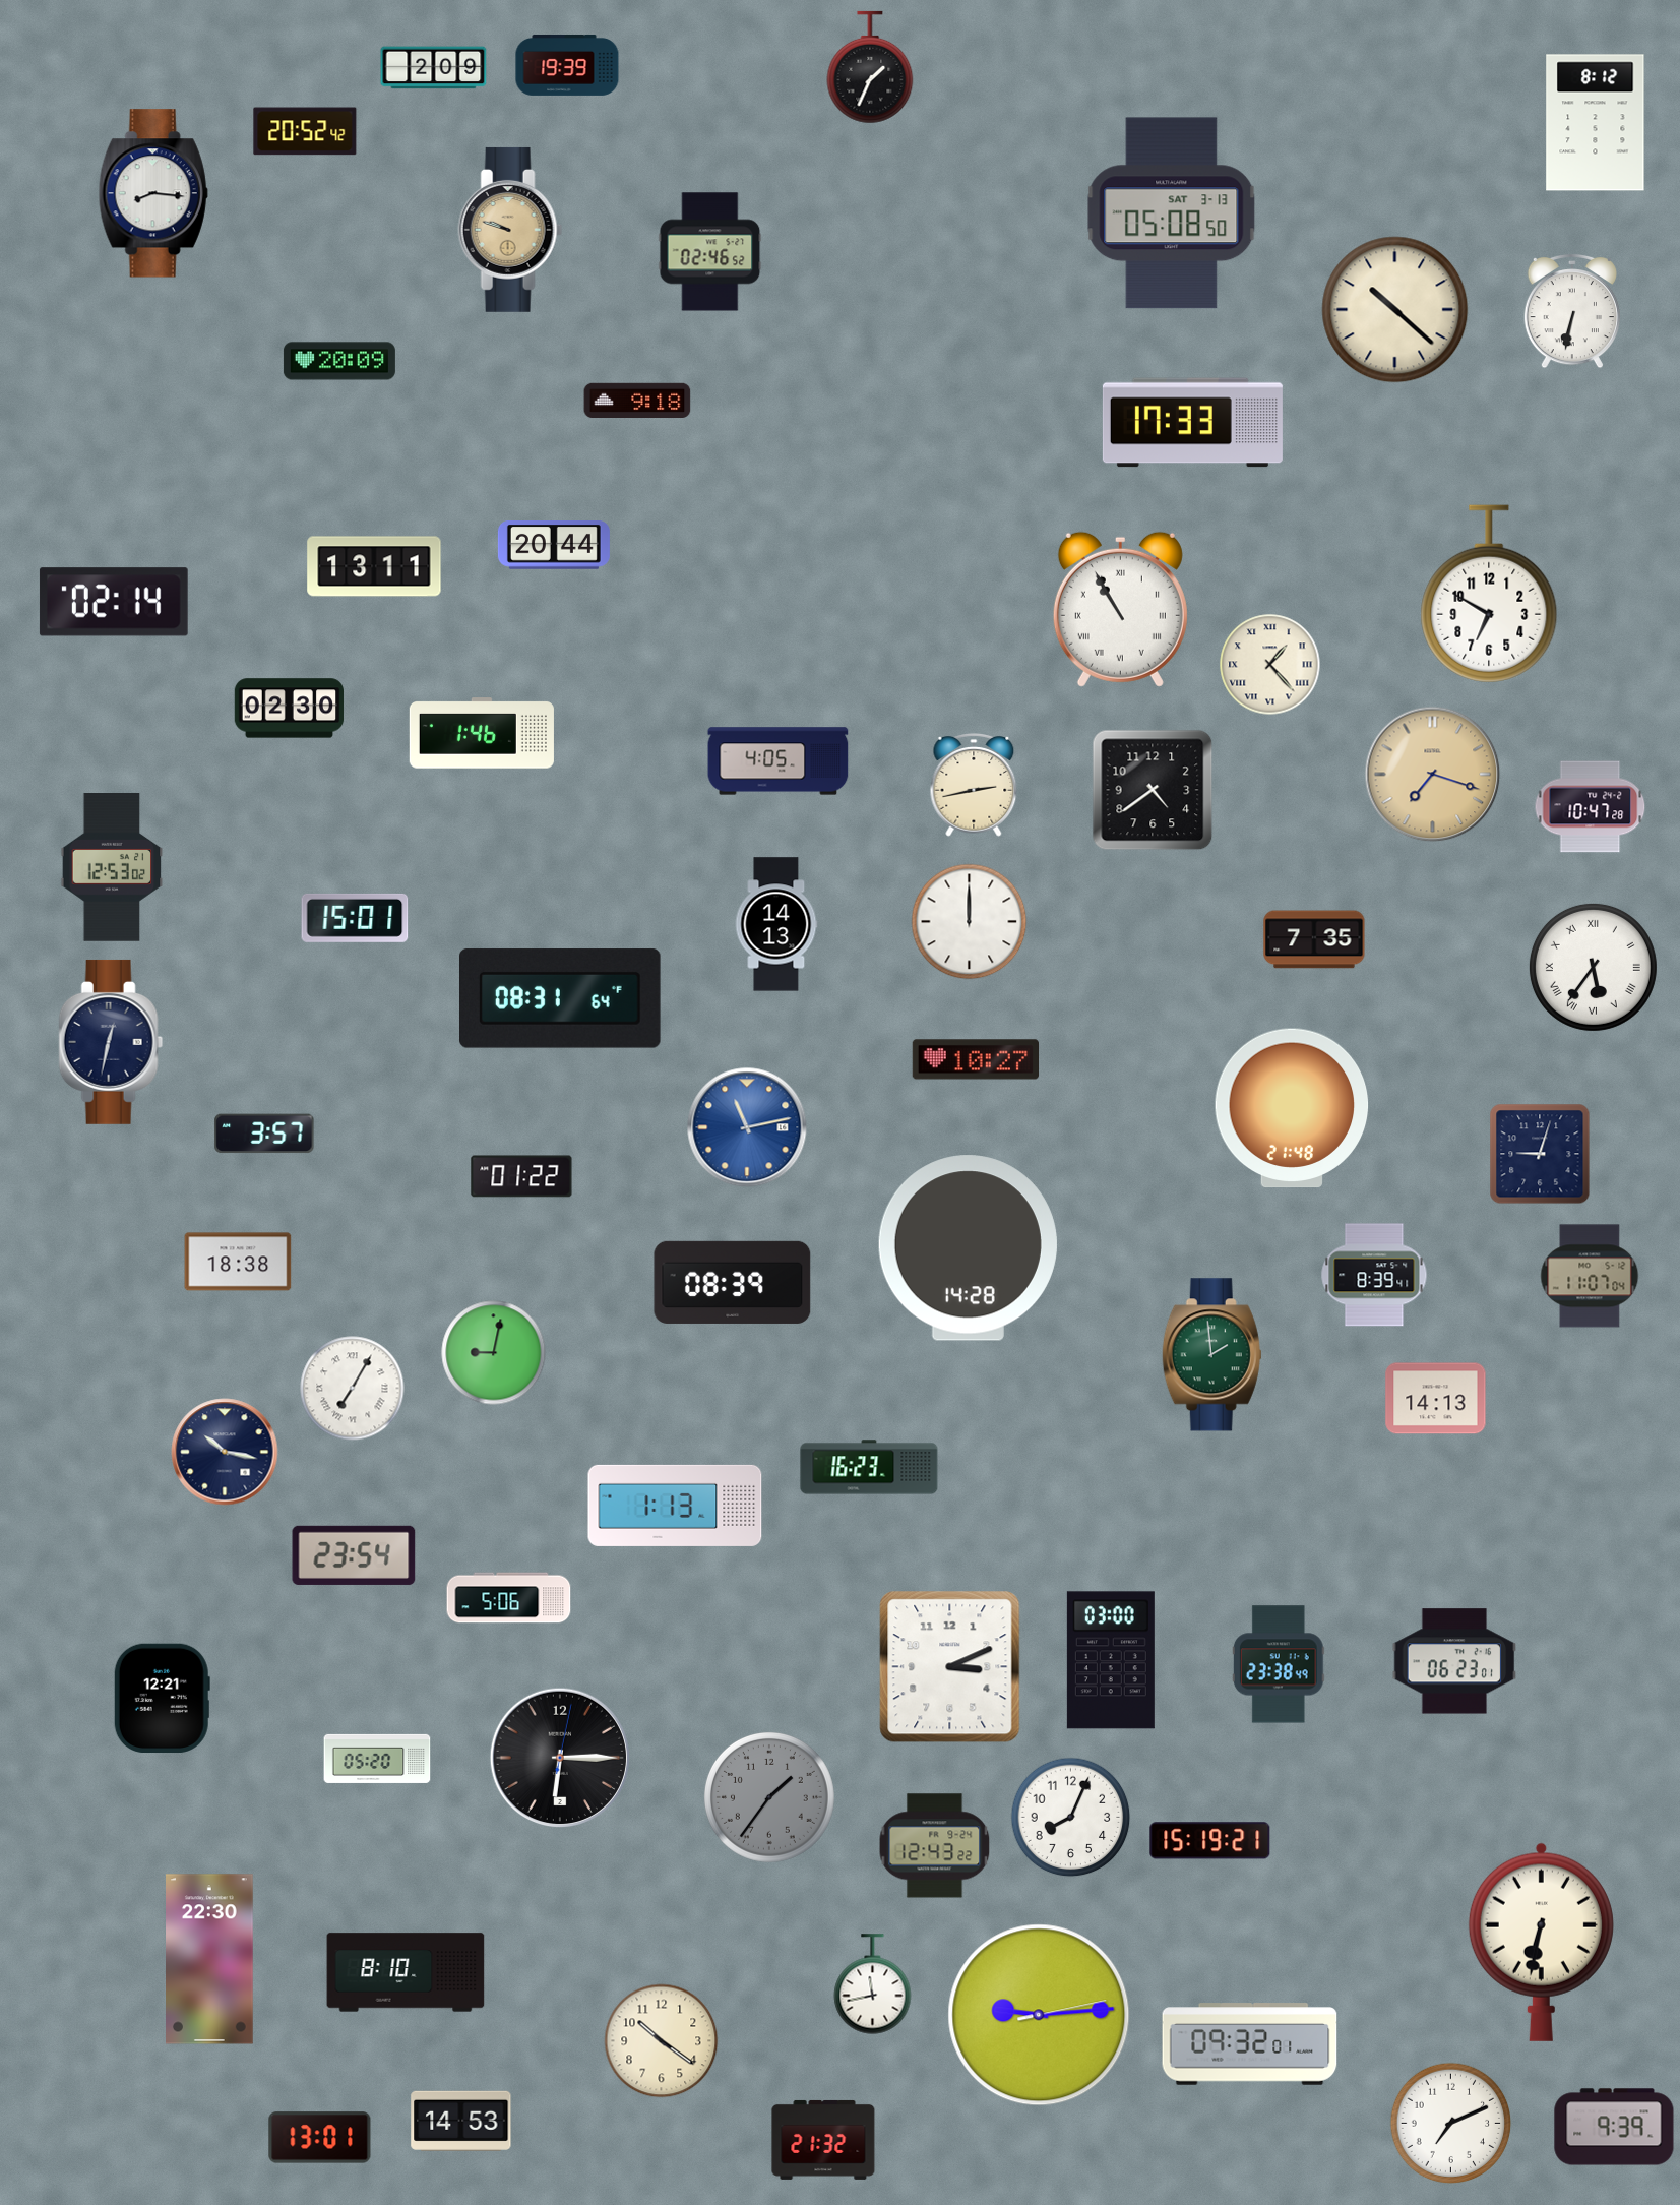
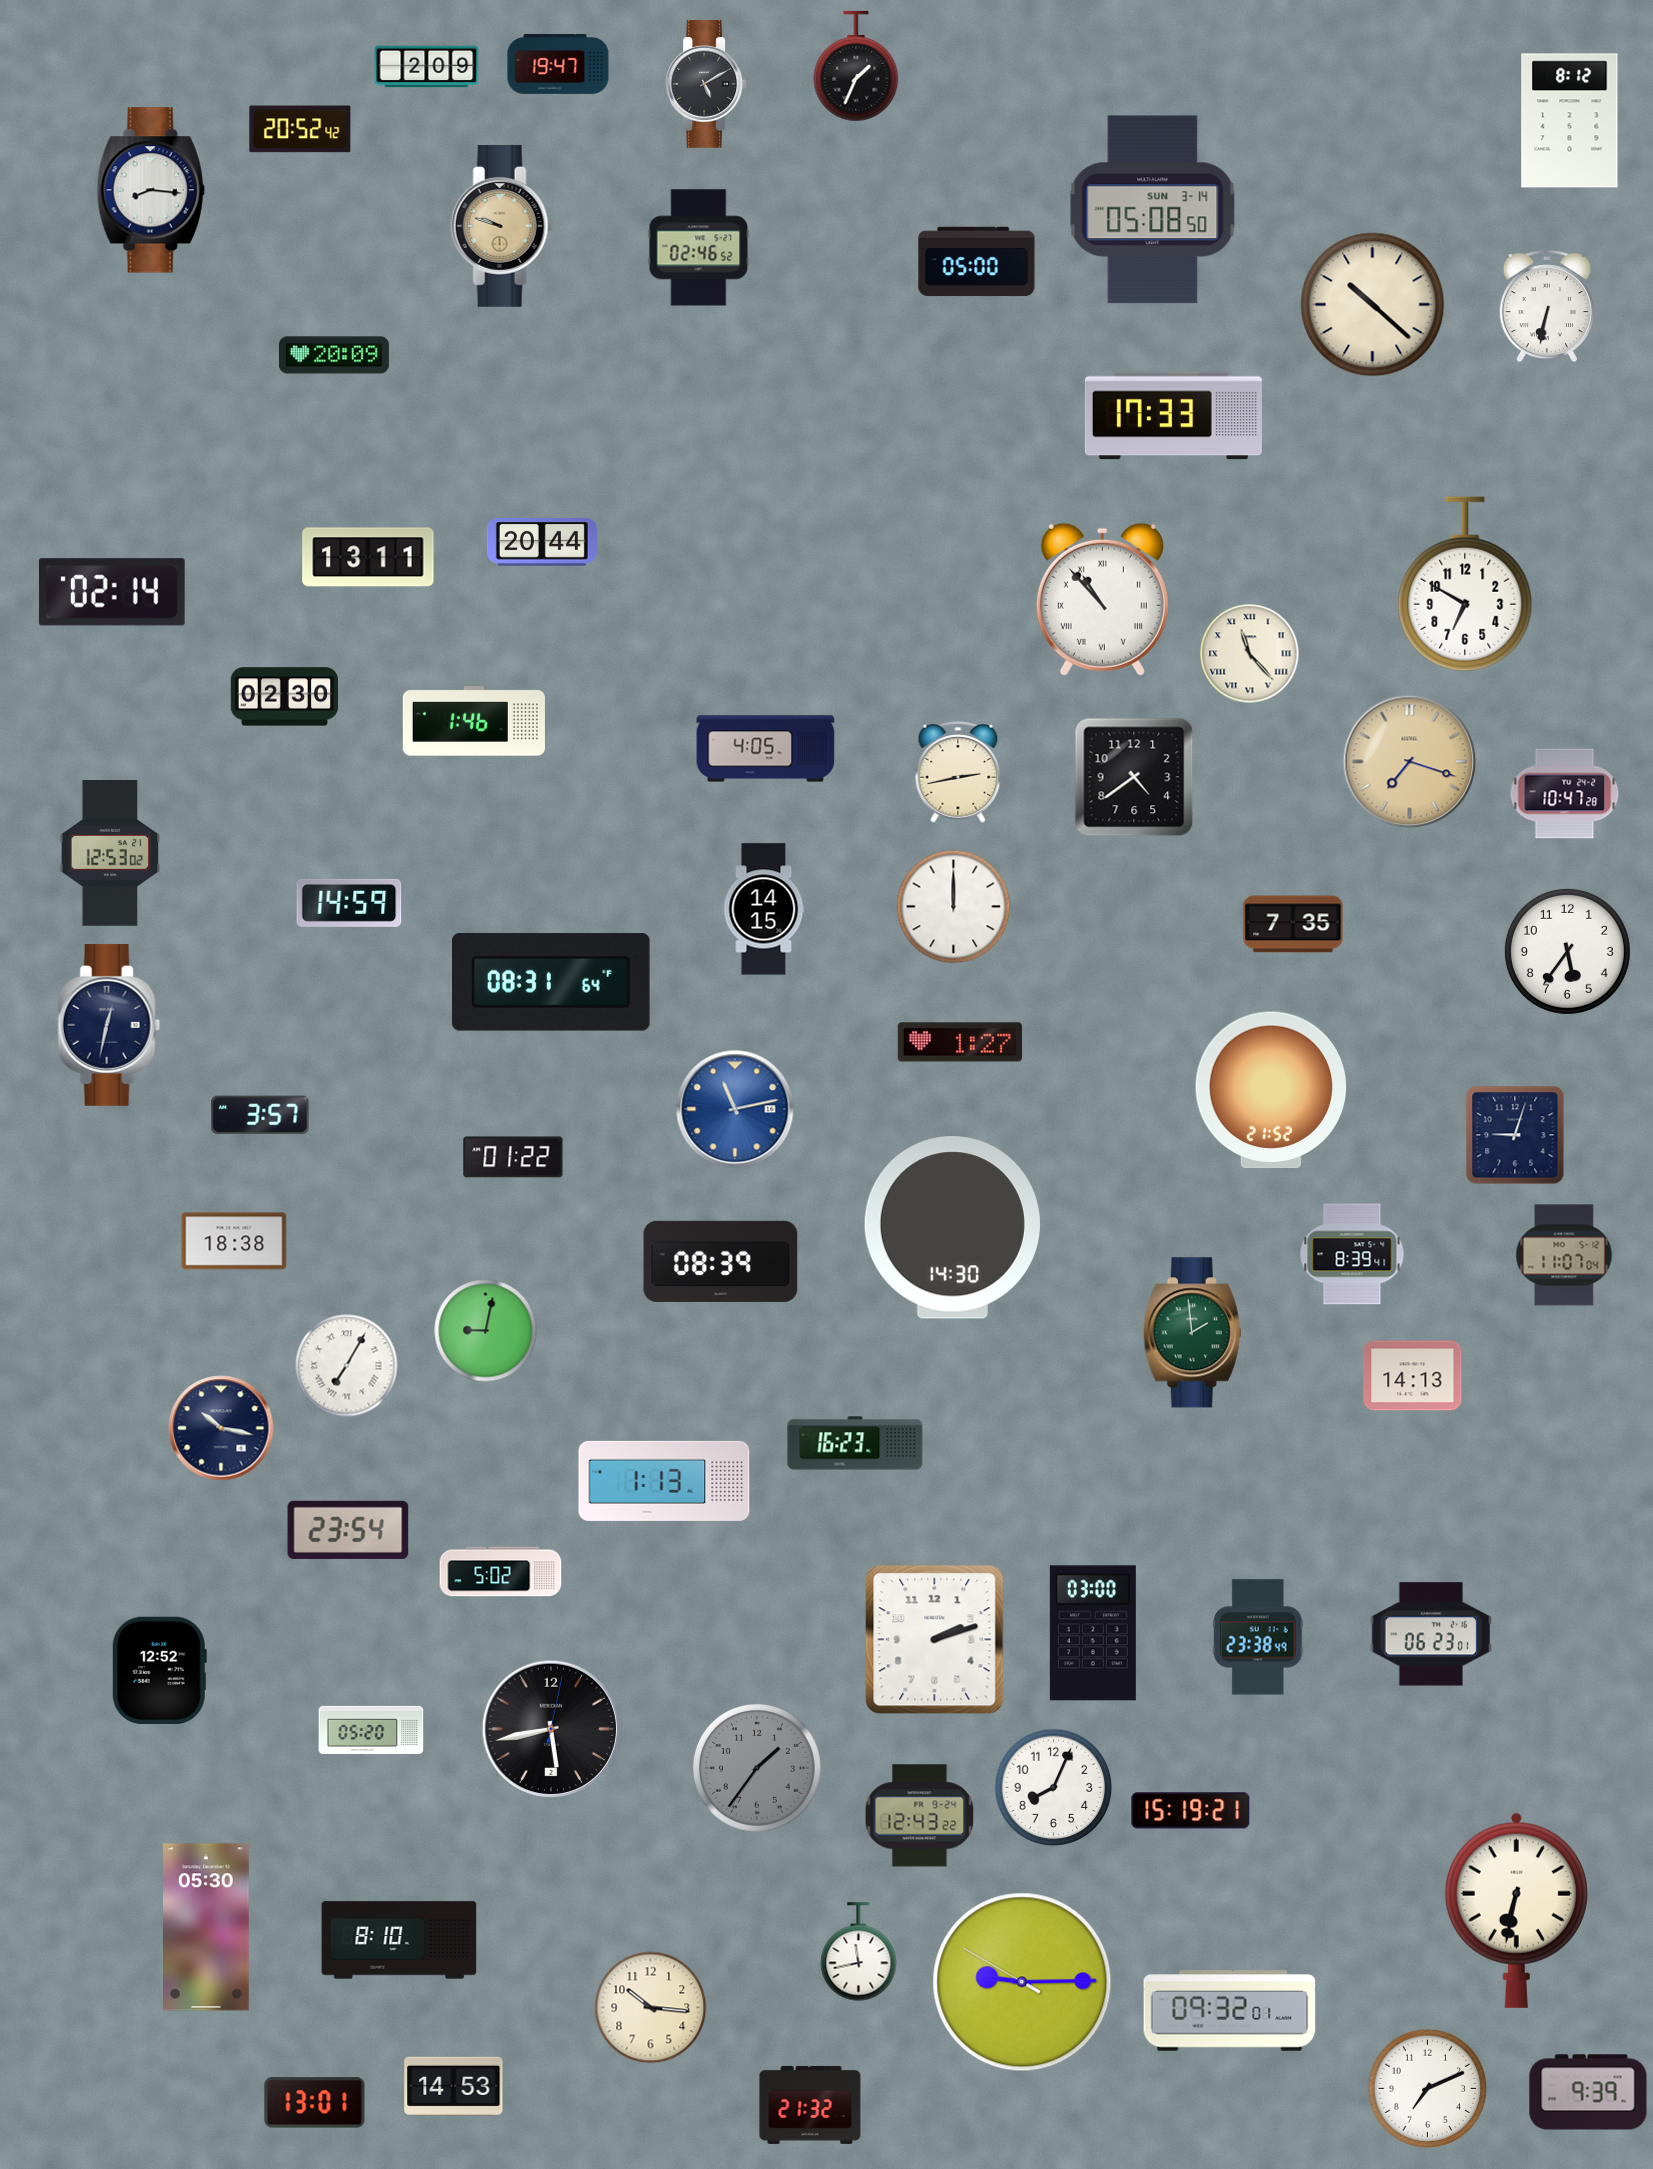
clock at (567, 65): 19:39 -> 19:47
clock at (706, 84): none -> 5:10
clock at (1172, 213) date: SAT 3-13 -> SUN 3-14
clock at (977, 262): none -> 05:00
clock at (637, 401): 9:18 -> none
clock at (554, 546) position: (554, 546) -> (542, 543)
clock at (1120, 609): 10:55 -> 10:53
clock at (1270, 665): 1:23 -> 11:23
clock at (355, 918): 15:01 -> 14:59
clock at (776, 924): 14:13 -> 14:15
clock at (1593, 967) numerals: Roman -> Arabic
clock at (975, 1059): 10:27 -> 1:27
clock at (1292, 1108): 21:48 -> 21:52
clock at (968, 1248): 14:28 -> 14:30
clock at (509, 1598): 5:06 -> 5:02
clock at (950, 1667): 3:11 -> 2:12
clock at (162, 1698): 12:21 -> 12:52
clock at (560, 1758): 6:15 -> 5:43
clock at (210, 1959): 22:30 -> 05:30
clock at (1039, 2015): 9:14:13 -> 9:14:50
clock at (662, 2041): 10:21 -> 10:16
